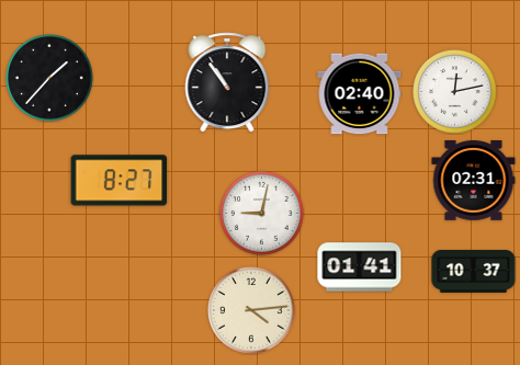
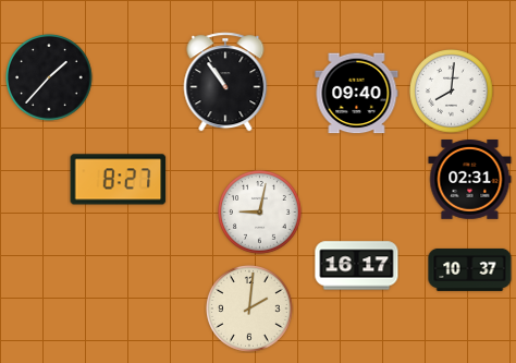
clock at (455, 92): 12:13 -> 8:01
clock at (360, 94): 02:40 -> 09:40
clock at (360, 267): 01:41 -> 16:17
clock at (252, 311): 4:14 -> 2:01
